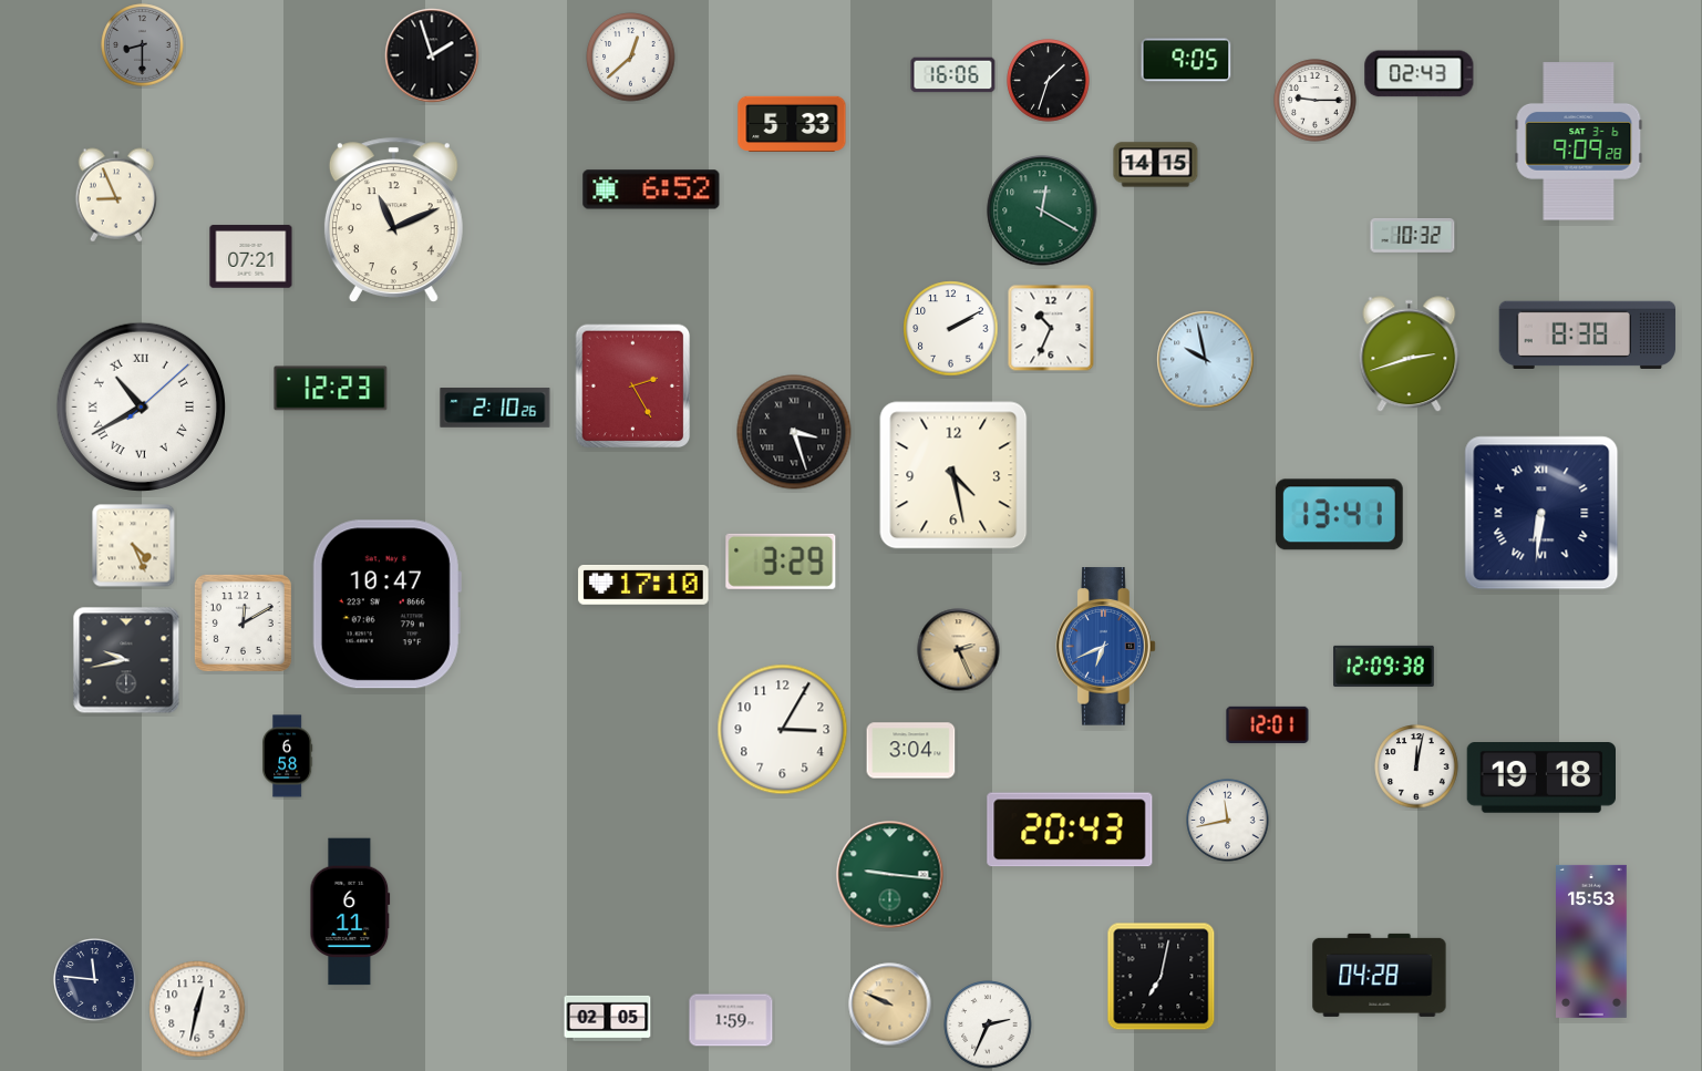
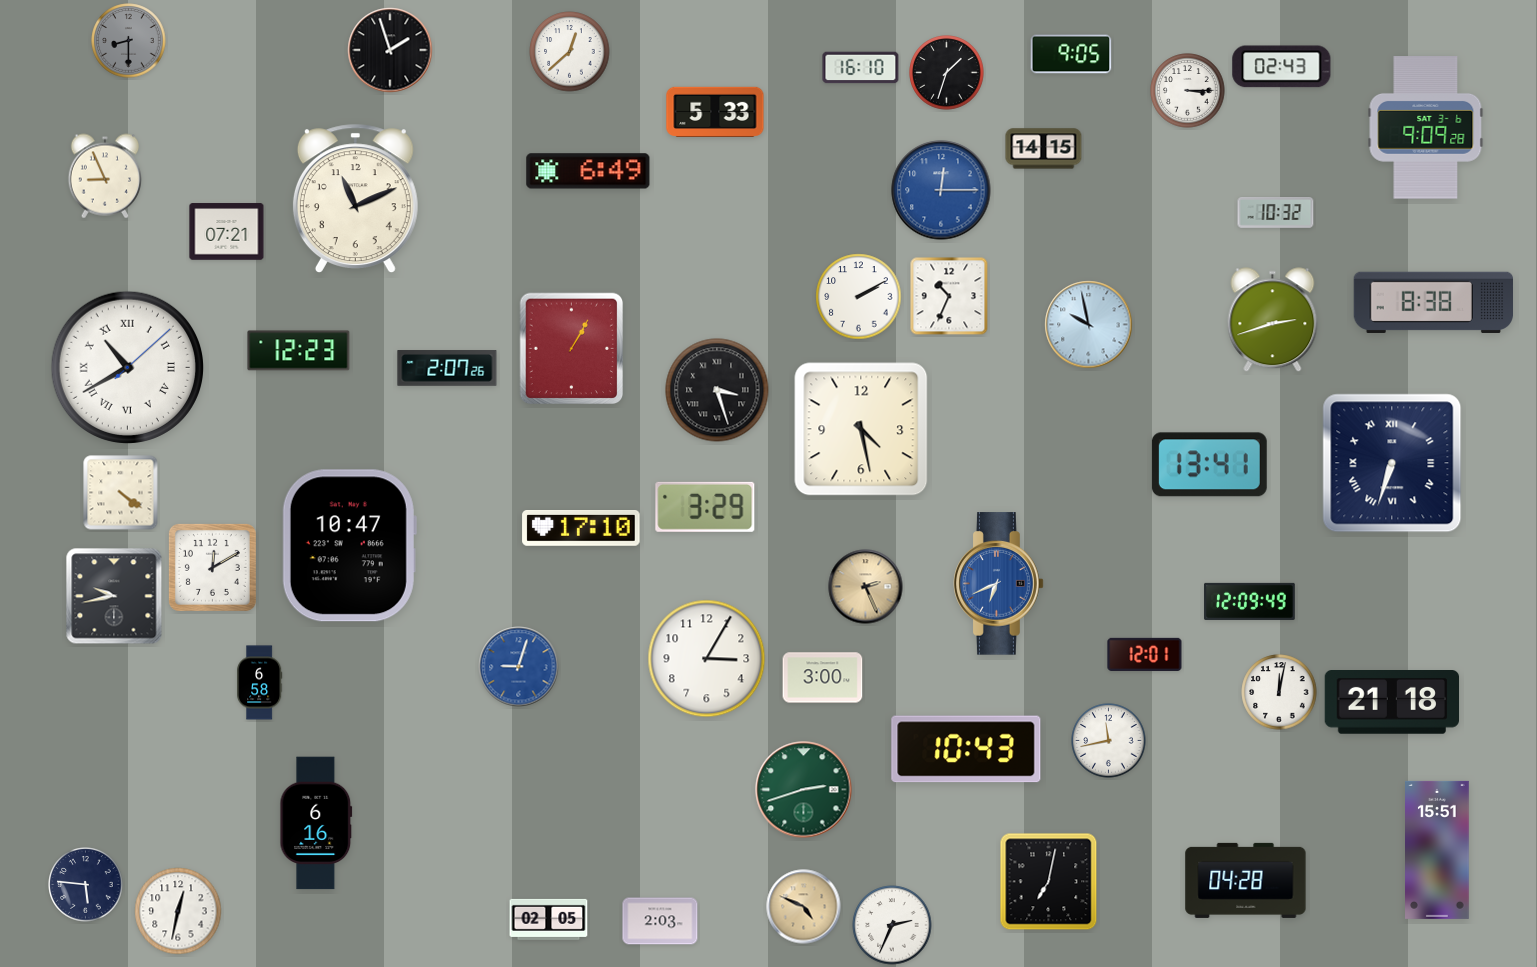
clock at (953, 75): 16:06 -> 16:10
clock at (1316, 101): 9:15 -> 3:15
clock at (651, 189): 6:52 -> 6:49
clock at (1042, 210): 12:20 -> 12:15
clock at (1042, 210) dial: green -> blue
clock at (633, 387): 2:25 -> 1:05
clock at (495, 409): 2:10 -> 2:07
clock at (1541, 513): 6:31 -> 6:33
clock at (134, 546): 4:26 -> 4:21
clock at (243, 622) position: (243, 622) -> (212, 567)
clock at (1384, 666): 12:09:38 -> 12:09:49
clock at (519, 667): none -> 9:03
clock at (911, 751): 3:04 -> 3:00
clock at (1540, 779): 19:18 -> 21:18
clock at (1070, 830): 20:43 -> 10:43
clock at (890, 875): 9:16 -> 2:42
clock at (350, 912): 6:11 -> 6:16
clock at (1592, 941): 15:53 -> 15:51
clock at (95, 980): 11:46 -> 5:46
clock at (890, 1005): 9:49 -> 4:49
clock at (731, 1020): 1:59 -> 2:03
